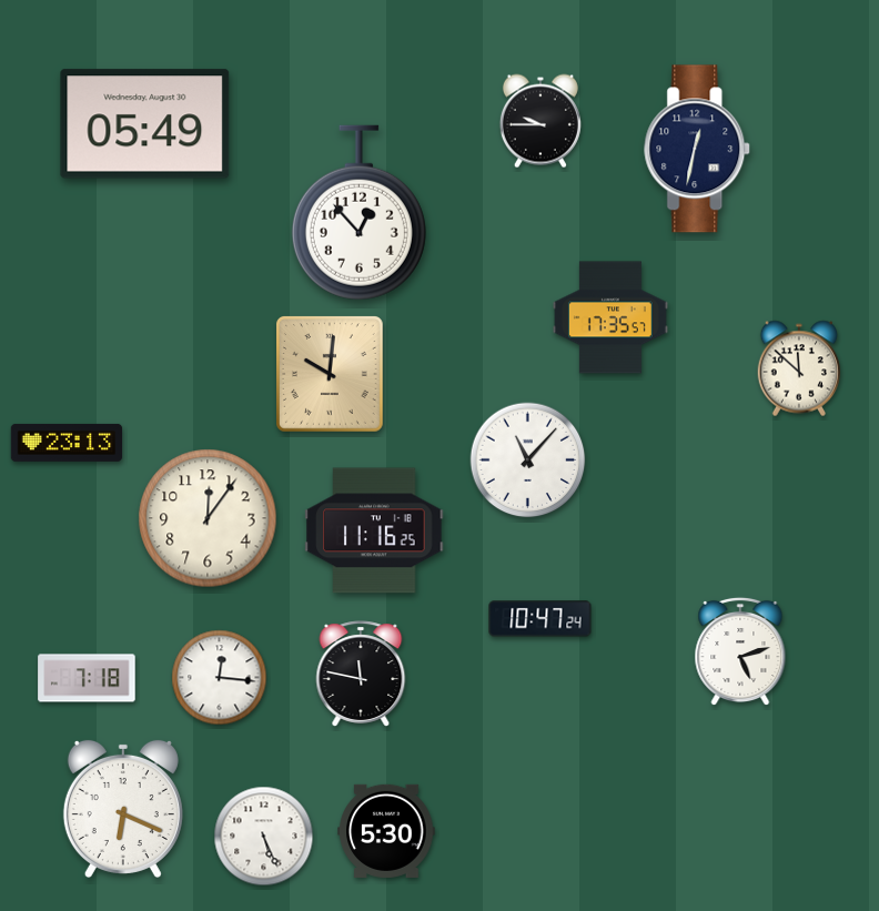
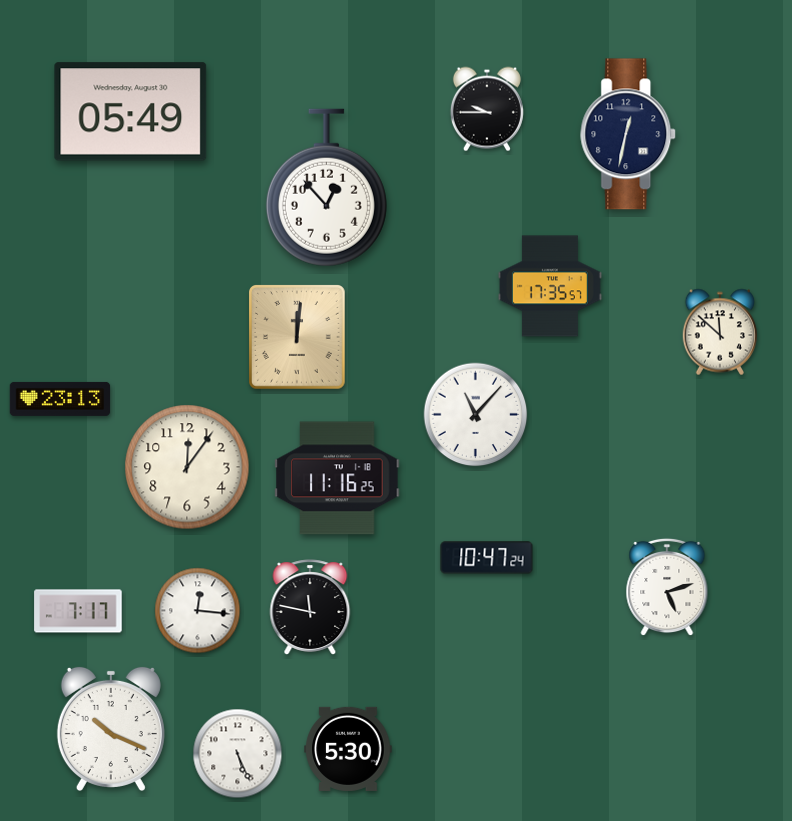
clock at (358, 213) position: (358, 213) -> (326, 188)
clock at (331, 375): 10:01 -> 12:01
clock at (361, 674) position: (361, 674) -> (310, 607)
clock at (87, 678): 7:18 -> 7:17
clock at (123, 809): 6:19 -> 10:19
